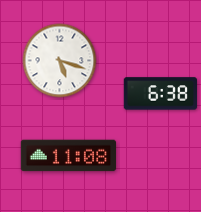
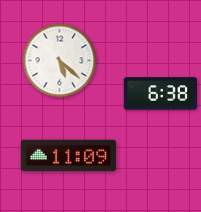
clock at (60, 61): 5:18 -> 5:22
clock at (69, 156): 11:08 -> 11:09
